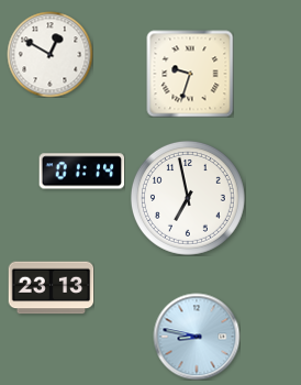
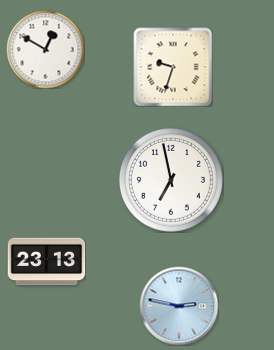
clock at (81, 172): 01:14 -> none
clock at (197, 337): 8:47 -> 2:47
